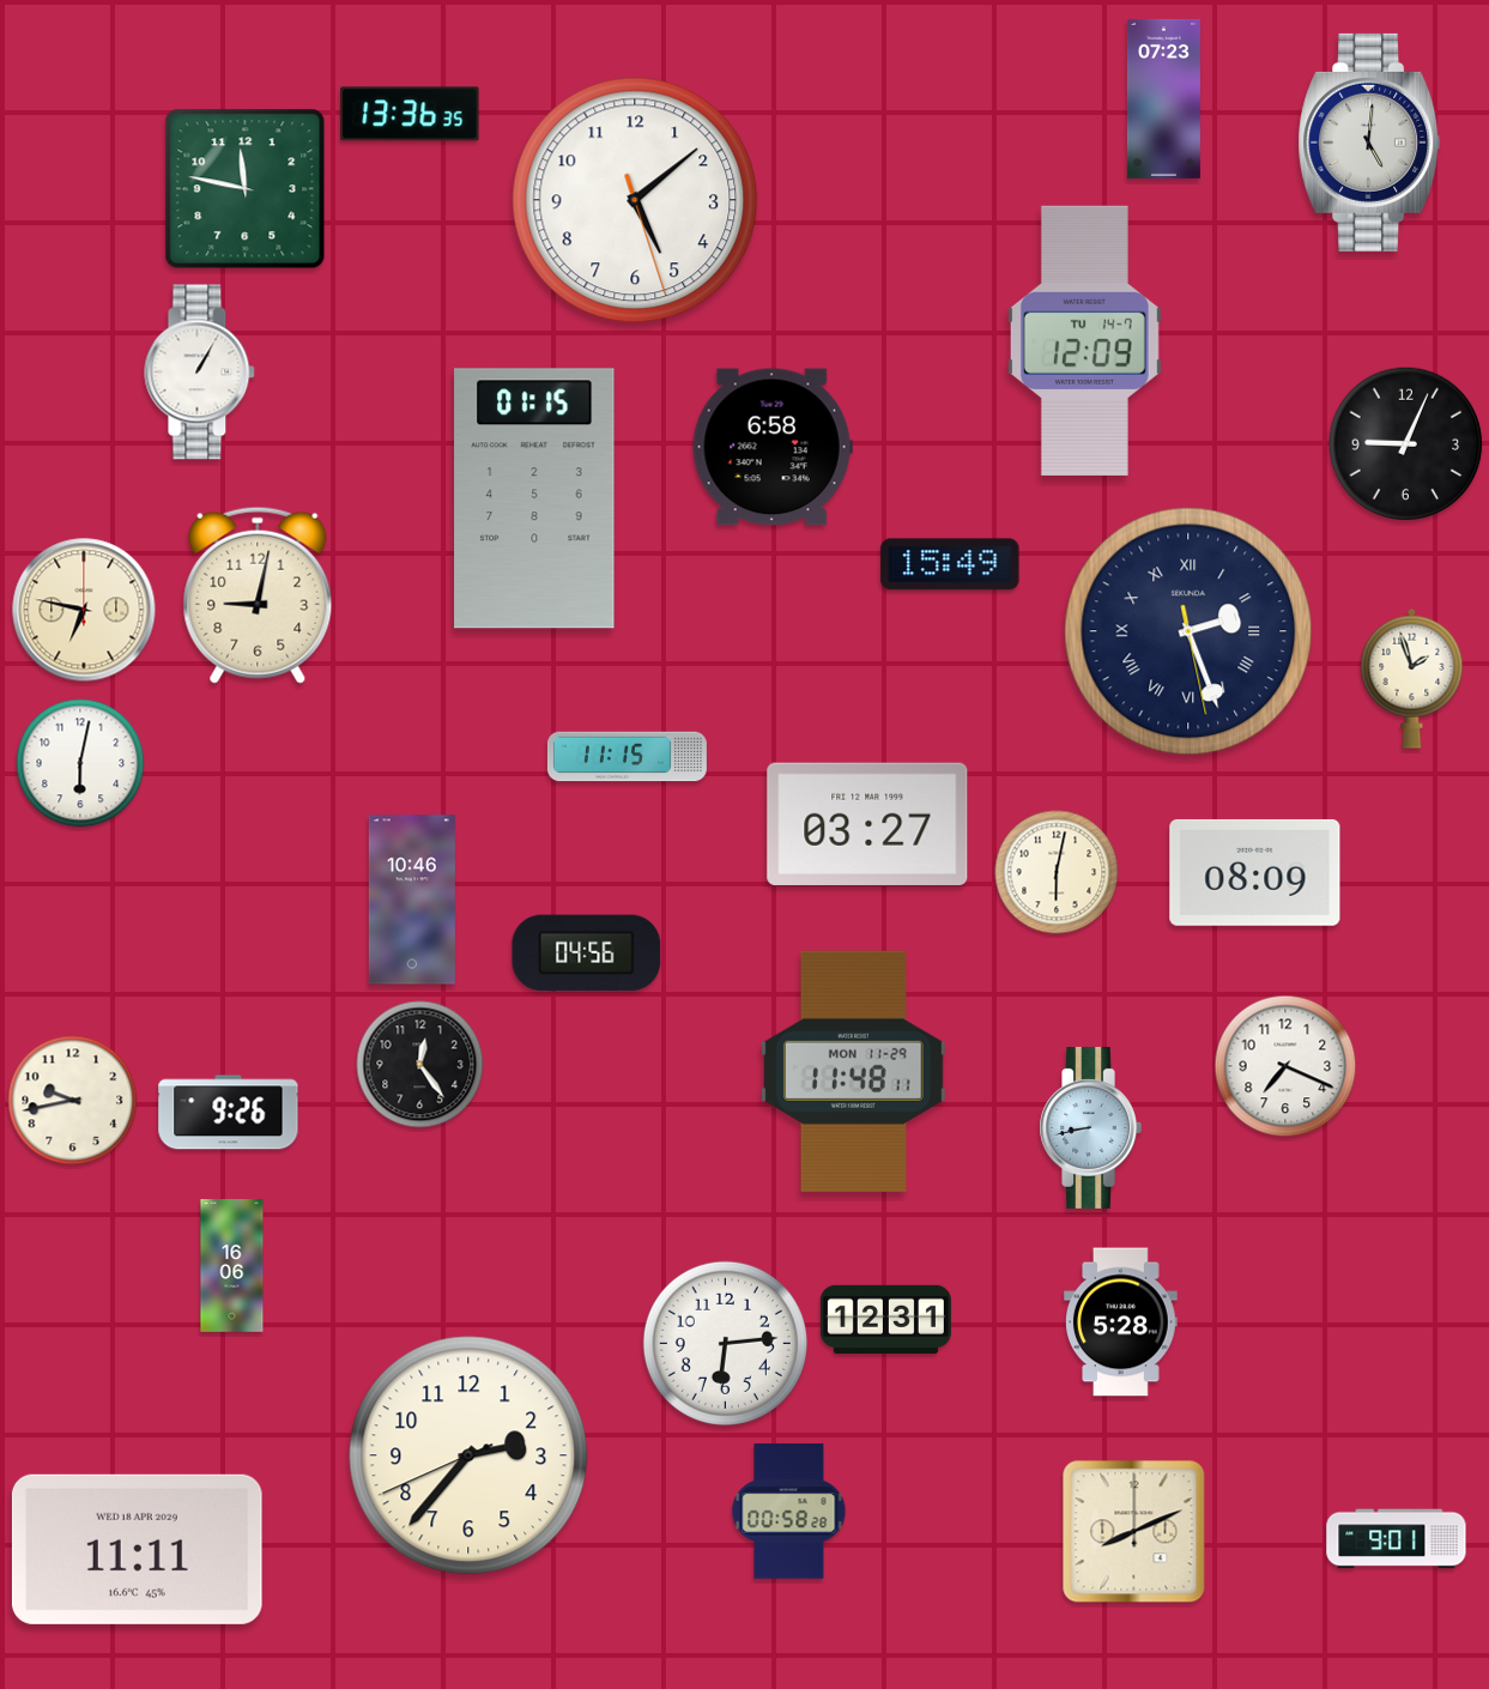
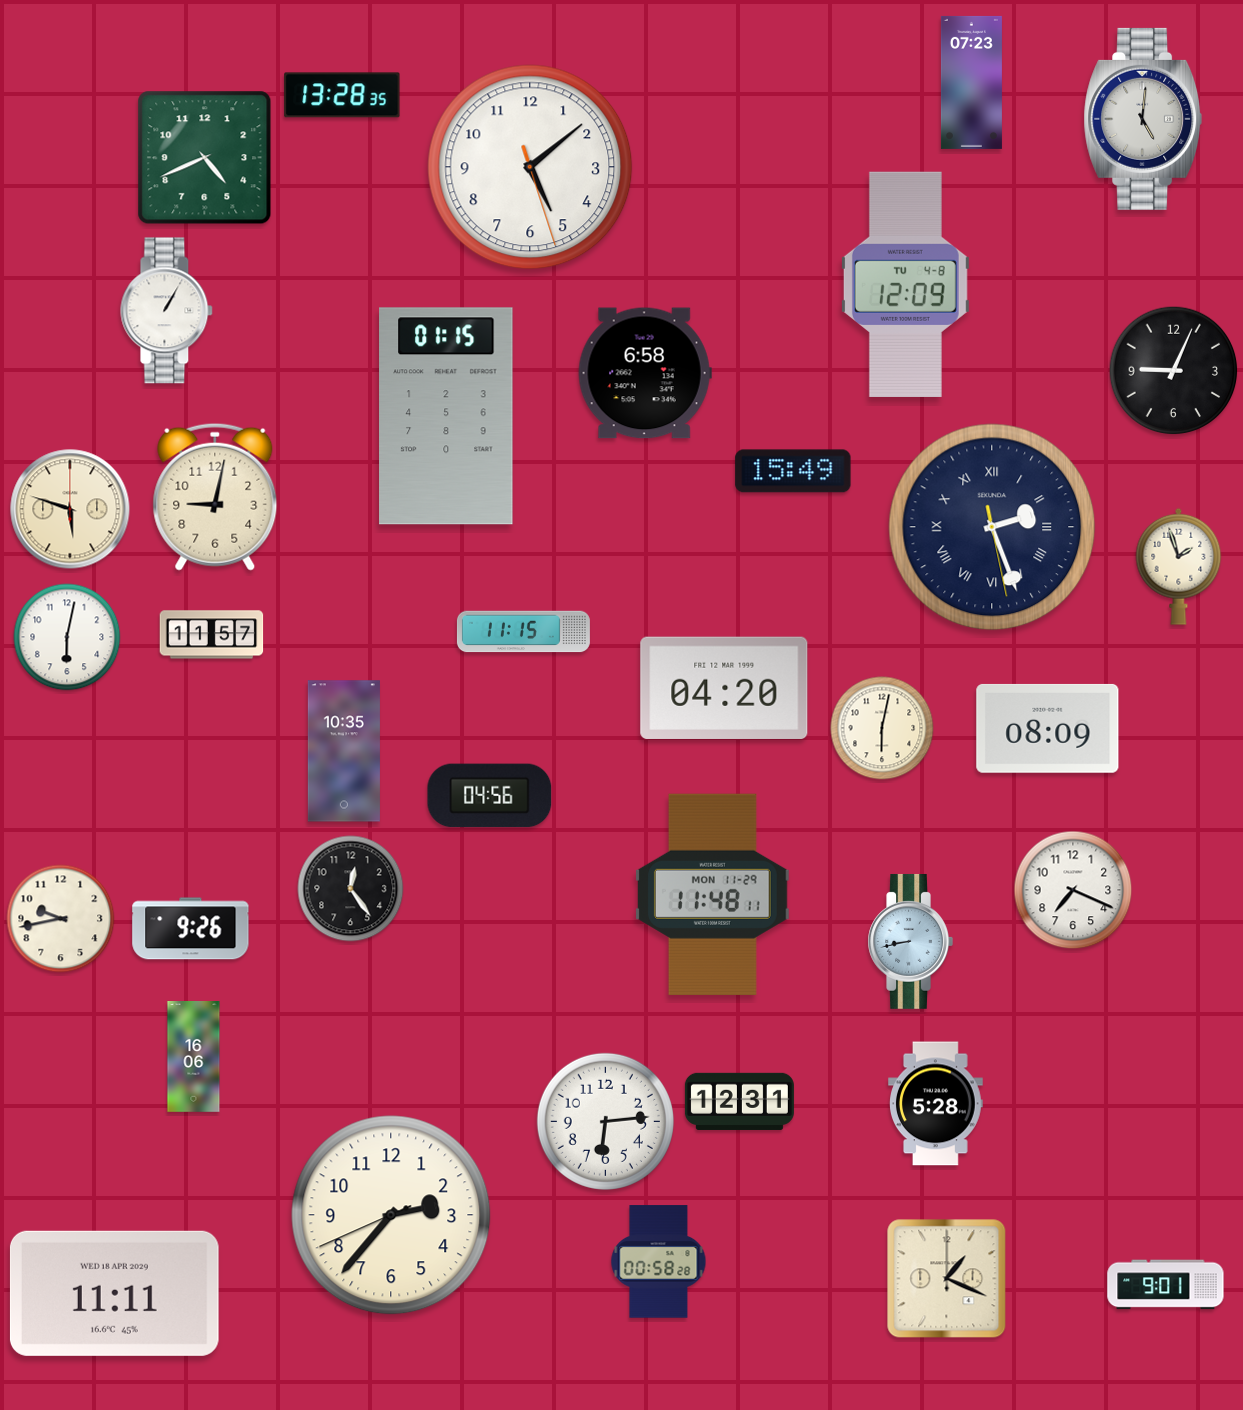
clock at (410, 114): 13:36 -> 13:28
clock at (246, 189): 11:47 -> 4:41
clock at (1084, 340) date: TU 14-7 -> TU 4-8
clock at (84, 610): 6:47 -> 5:48
clock at (212, 635): none -> 11:57
clock at (867, 823): 03:27 -> 04:20
clock at (412, 900): 10:46 -> 10:35
clock at (1134, 1532): 8:11 -> 1:19
